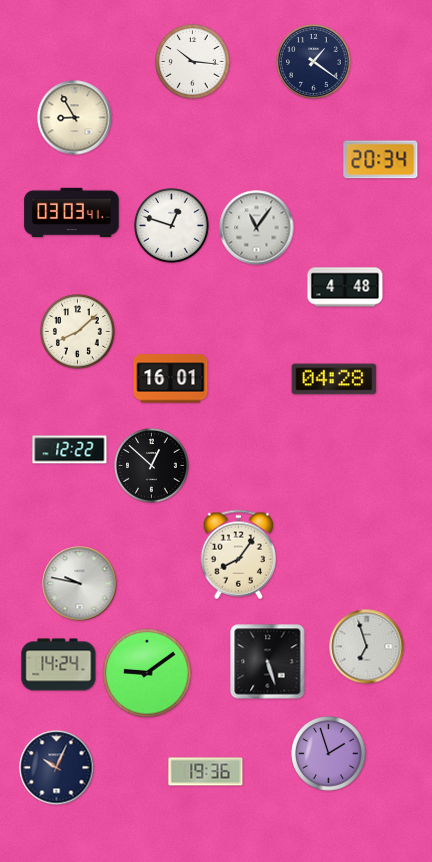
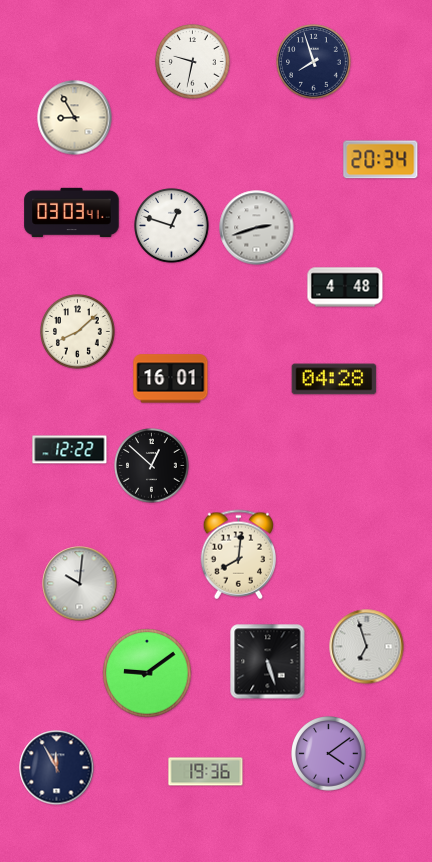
clock at (193, 62): 10:16 -> 9:32
clock at (314, 62): 1:21 -> 7:57
clock at (257, 228): 11:06 -> 2:42
clock at (239, 555): 8:06 -> 8:01
clock at (80, 584): 9:47 -> 10:01
clock at (59, 665): 14:24 -> none
clock at (329, 754): 1:57 -> 4:09
clock at (57, 768): 10:04 -> 11:55
